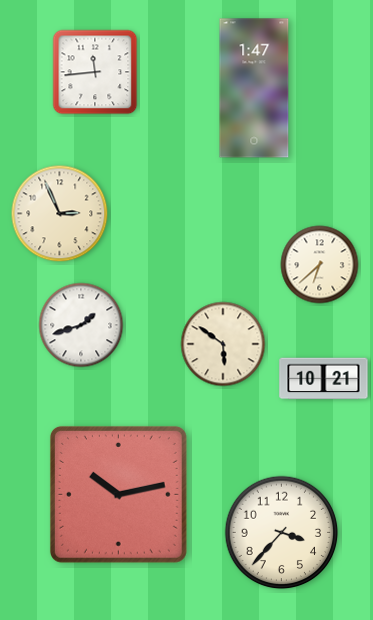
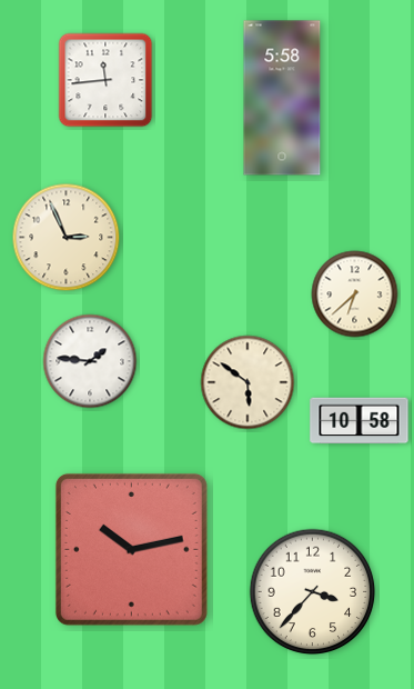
clock at (254, 88): 1:47 -> 5:58
clock at (81, 325): 1:42 -> 1:46
clock at (324, 379): 10:21 -> 10:58
